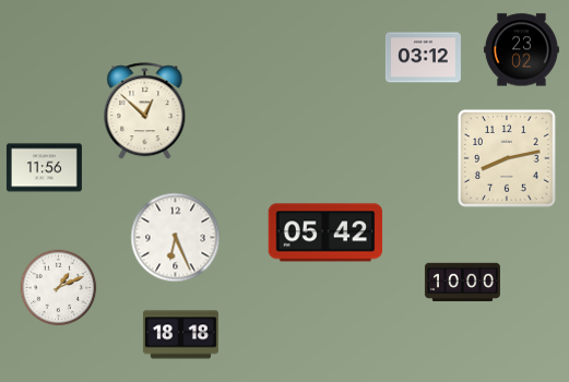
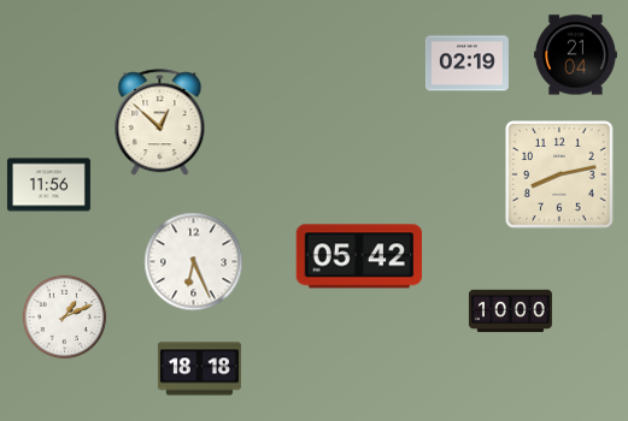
clock at (521, 50): 23:02 -> 21:04
clock at (423, 58): 03:12 -> 02:19
